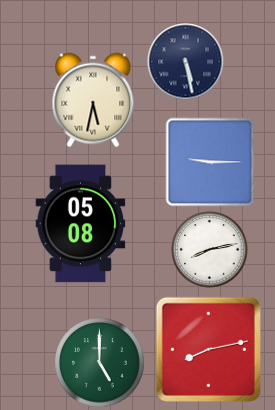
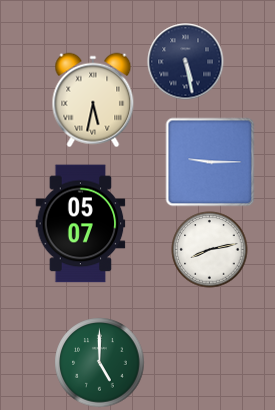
clock at (81, 224): 05:08 -> 05:07
clock at (208, 349): 8:13 -> none
